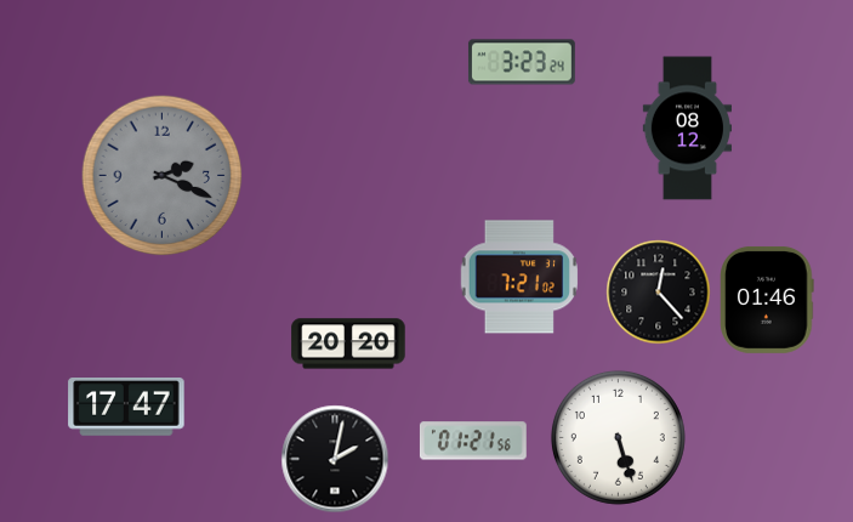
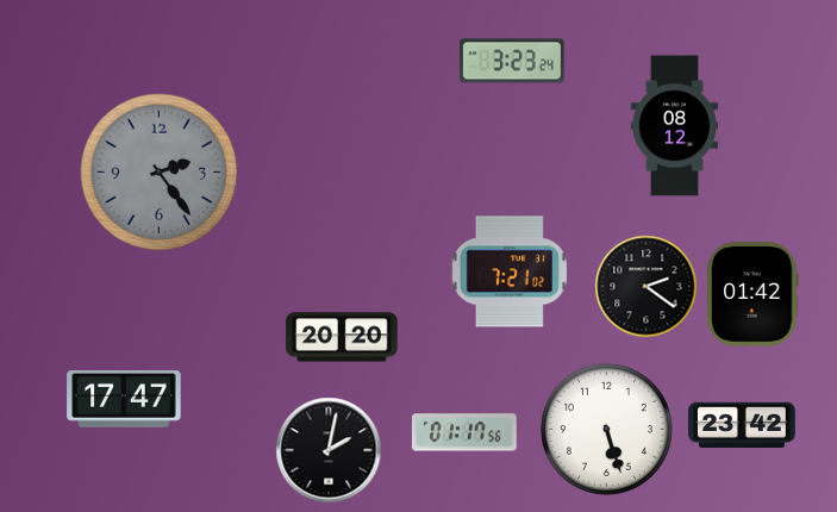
clock at (163, 176): 2:19 -> 2:24
clock at (658, 291): 12:23 -> 2:21
clock at (767, 300): 01:46 -> 01:42
clock at (742, 425): none -> 23:42
clock at (473, 441): 01:21 -> 01:17
